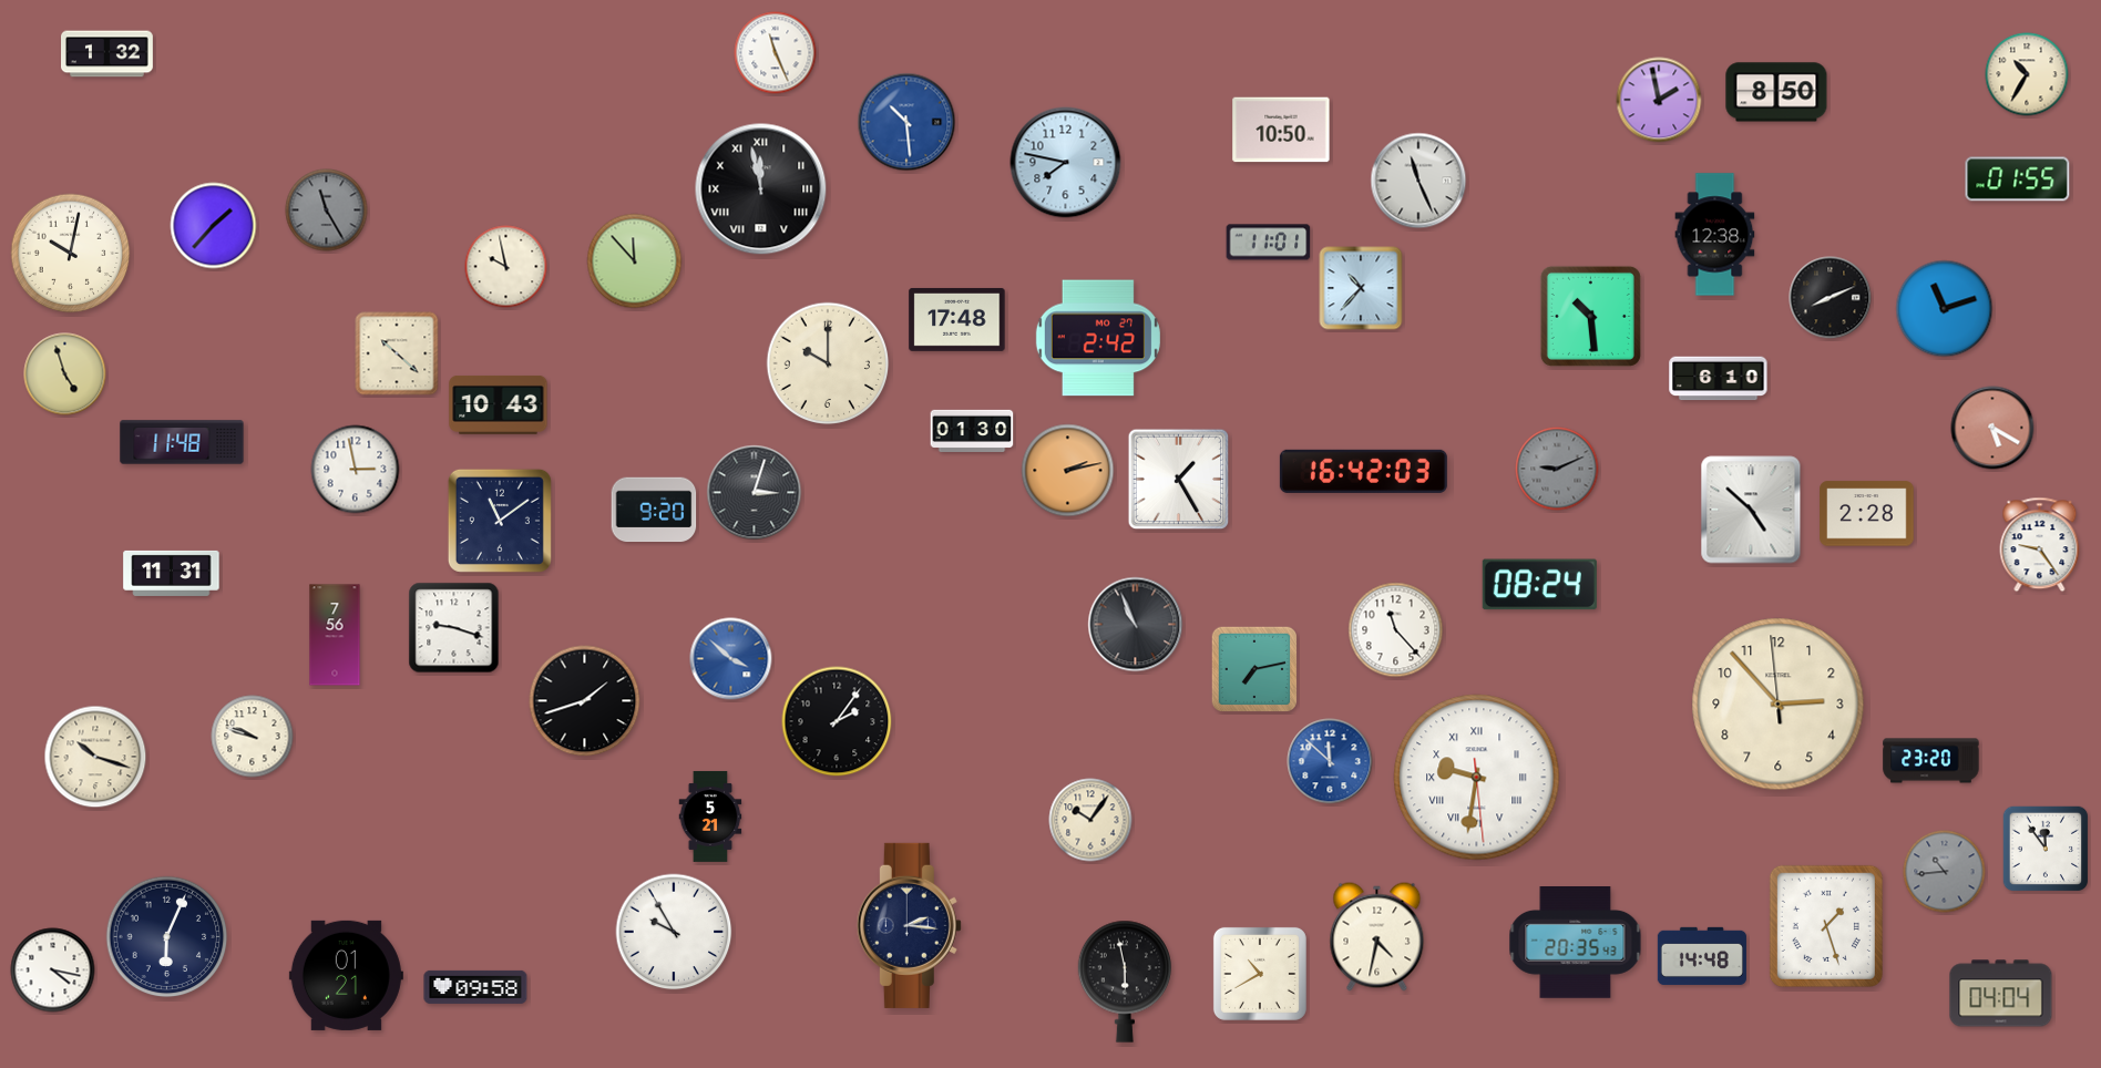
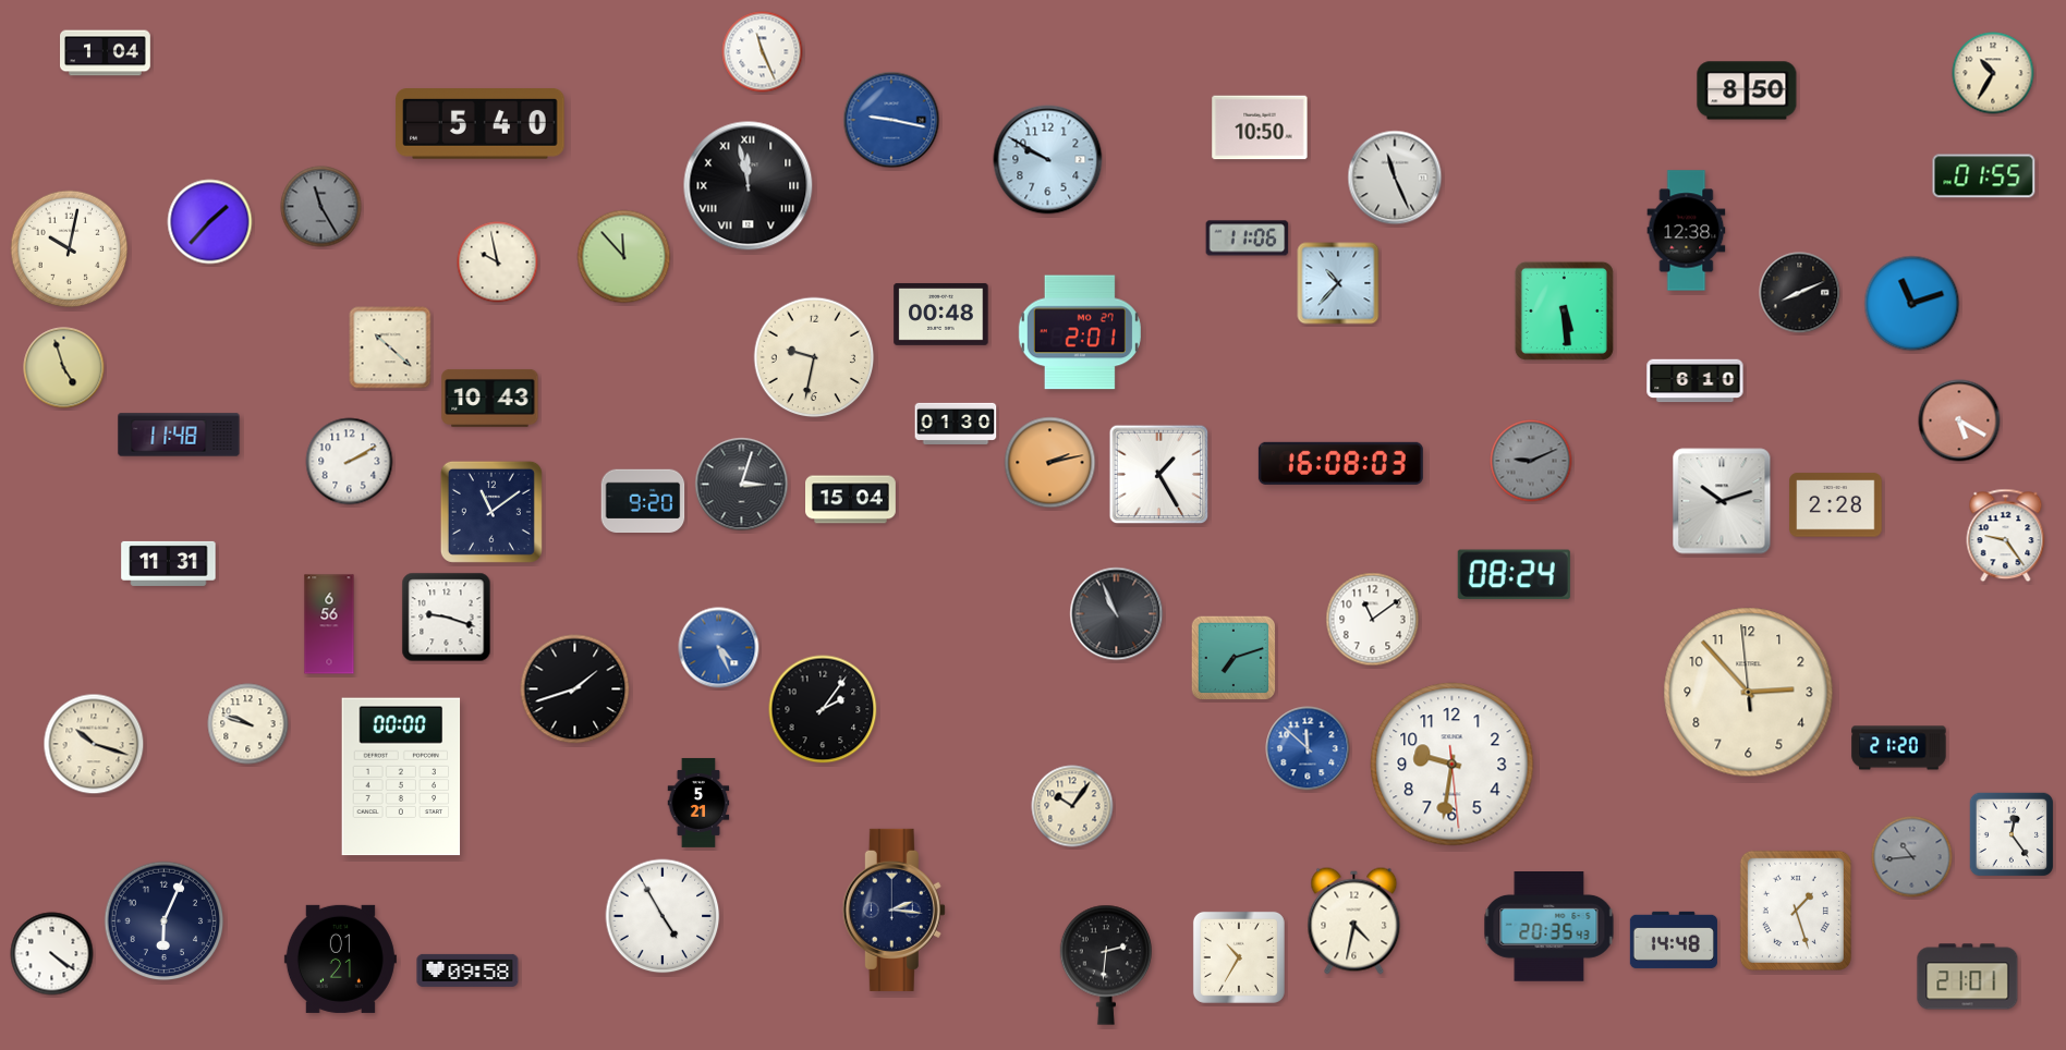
clock at (107, 54): 1:32 -> 1:04
clock at (1659, 100): 1:58 -> none
clock at (906, 122): 10:29 -> 9:17
clock at (481, 124): none -> 5:40
clock at (1066, 163): 7:47 -> 9:50
clock at (1269, 243): 11:01 -> 11:06
clock at (1590, 316): 10:29 -> 5:29
clock at (957, 319): 17:48 -> 00:48
clock at (1098, 338): 2:42 -> 2:01
clock at (828, 363): 10:00 -> 9:32
clock at (1719, 379) position: (1719, 379) -> (1696, 381)
clock at (356, 470): 2:58 -> 2:10
clock at (1363, 471): 16:42 -> 16:08
clock at (1179, 480) position: (1179, 480) -> (1159, 475)
clock at (851, 500): none -> 15:04
clock at (1751, 510): 4:52 -> 10:12
clock at (1396, 630): 11:23 -> 11:09
clock at (335, 635): 7:56 -> 6:56
clock at (731, 659): 3:52 -> 4:26
clock at (1254, 669): 7:13 -> 7:12
clock at (1931, 761): 23:20 -> 21:20
clock at (1477, 778) numerals: Roman -> Arabic
clock at (401, 777): none -> 00:00
clock at (2046, 849): 11:54 -> 12:24
clock at (674, 932): 9:55 -> 4:55
clock at (53, 971): 4:17 -> 4:21
clock at (1260, 974): 10:40 -> 10:35
clock at (1124, 982): 5:58 -> 2:31
clock at (2001, 994): 04:04 -> 21:01
